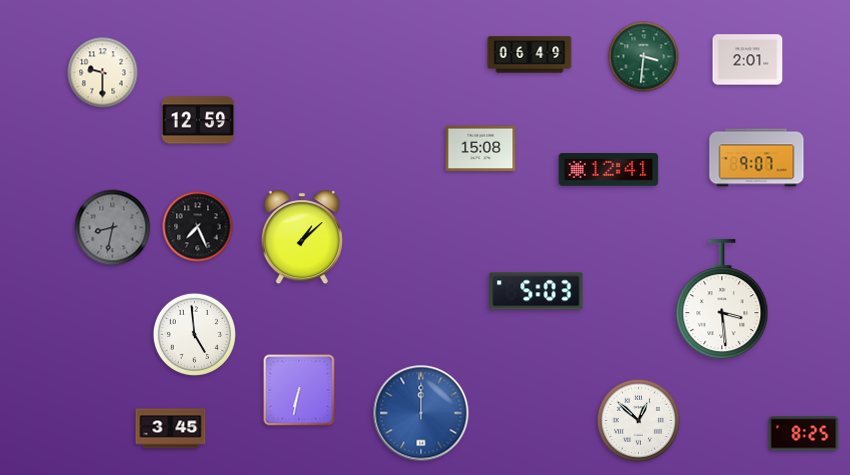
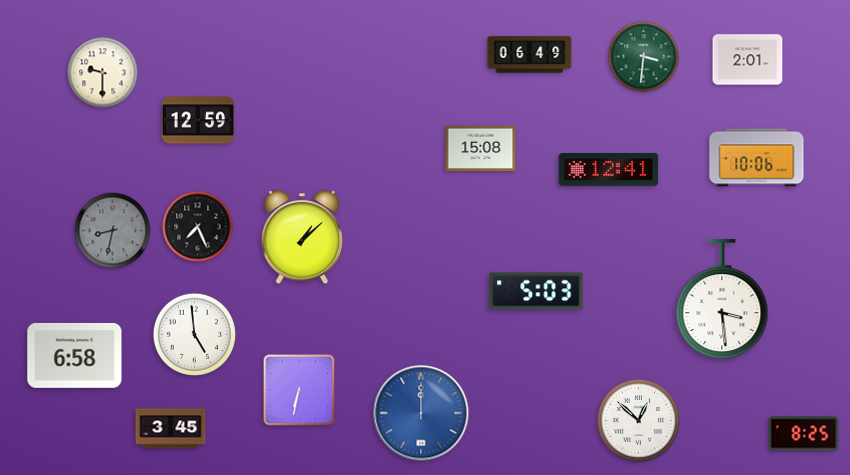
clock at (757, 158): 9:07 -> 10:06
clock at (113, 228) position: (113, 228) -> (113, 231)
clock at (75, 355): none -> 6:58
